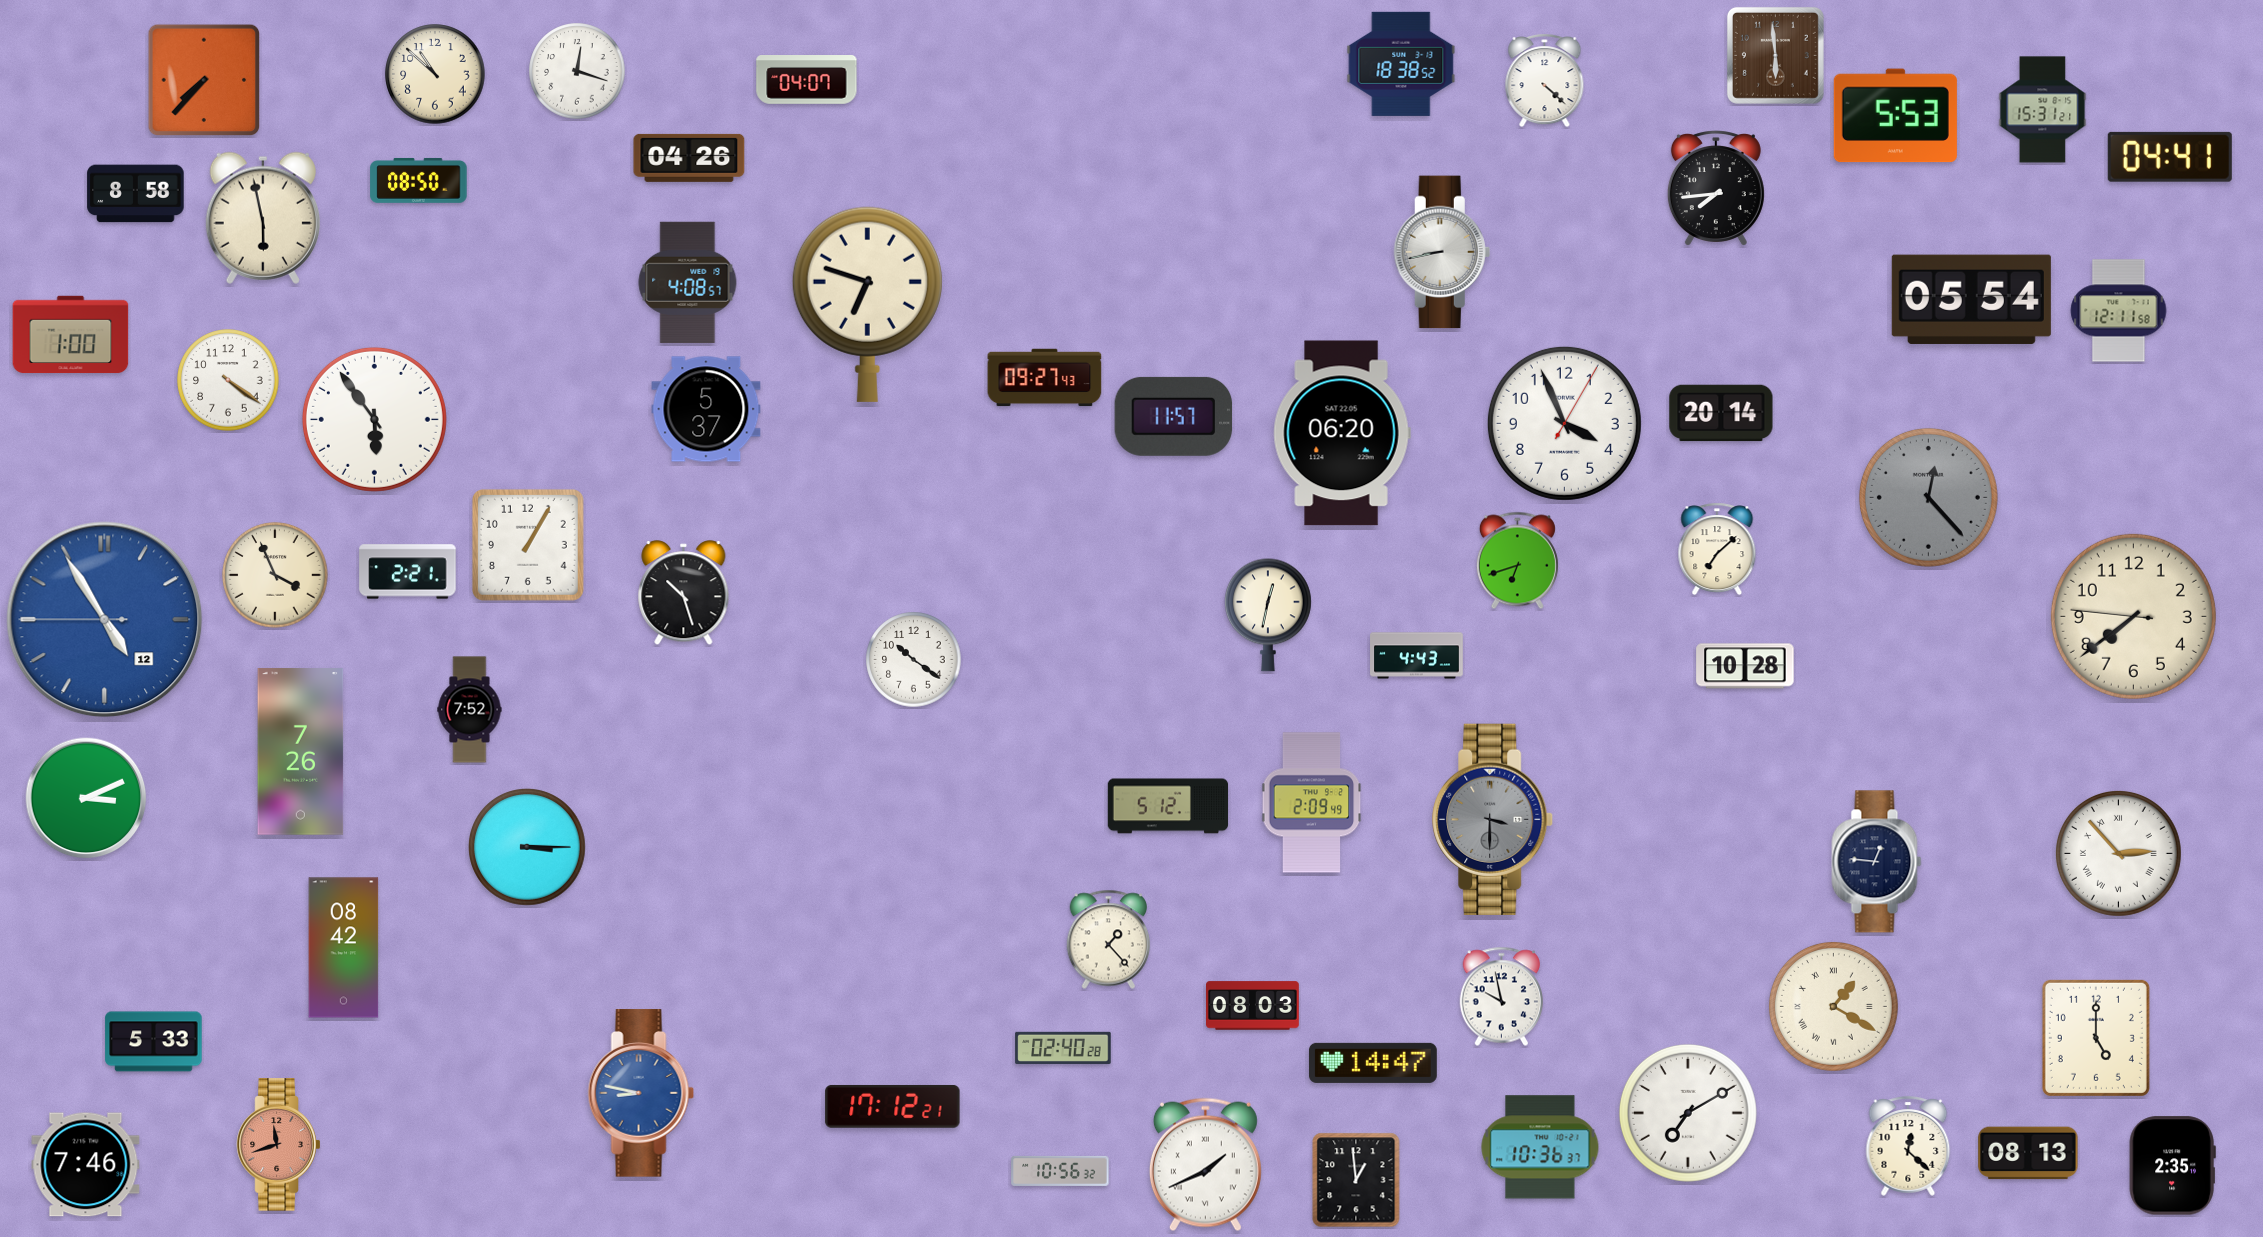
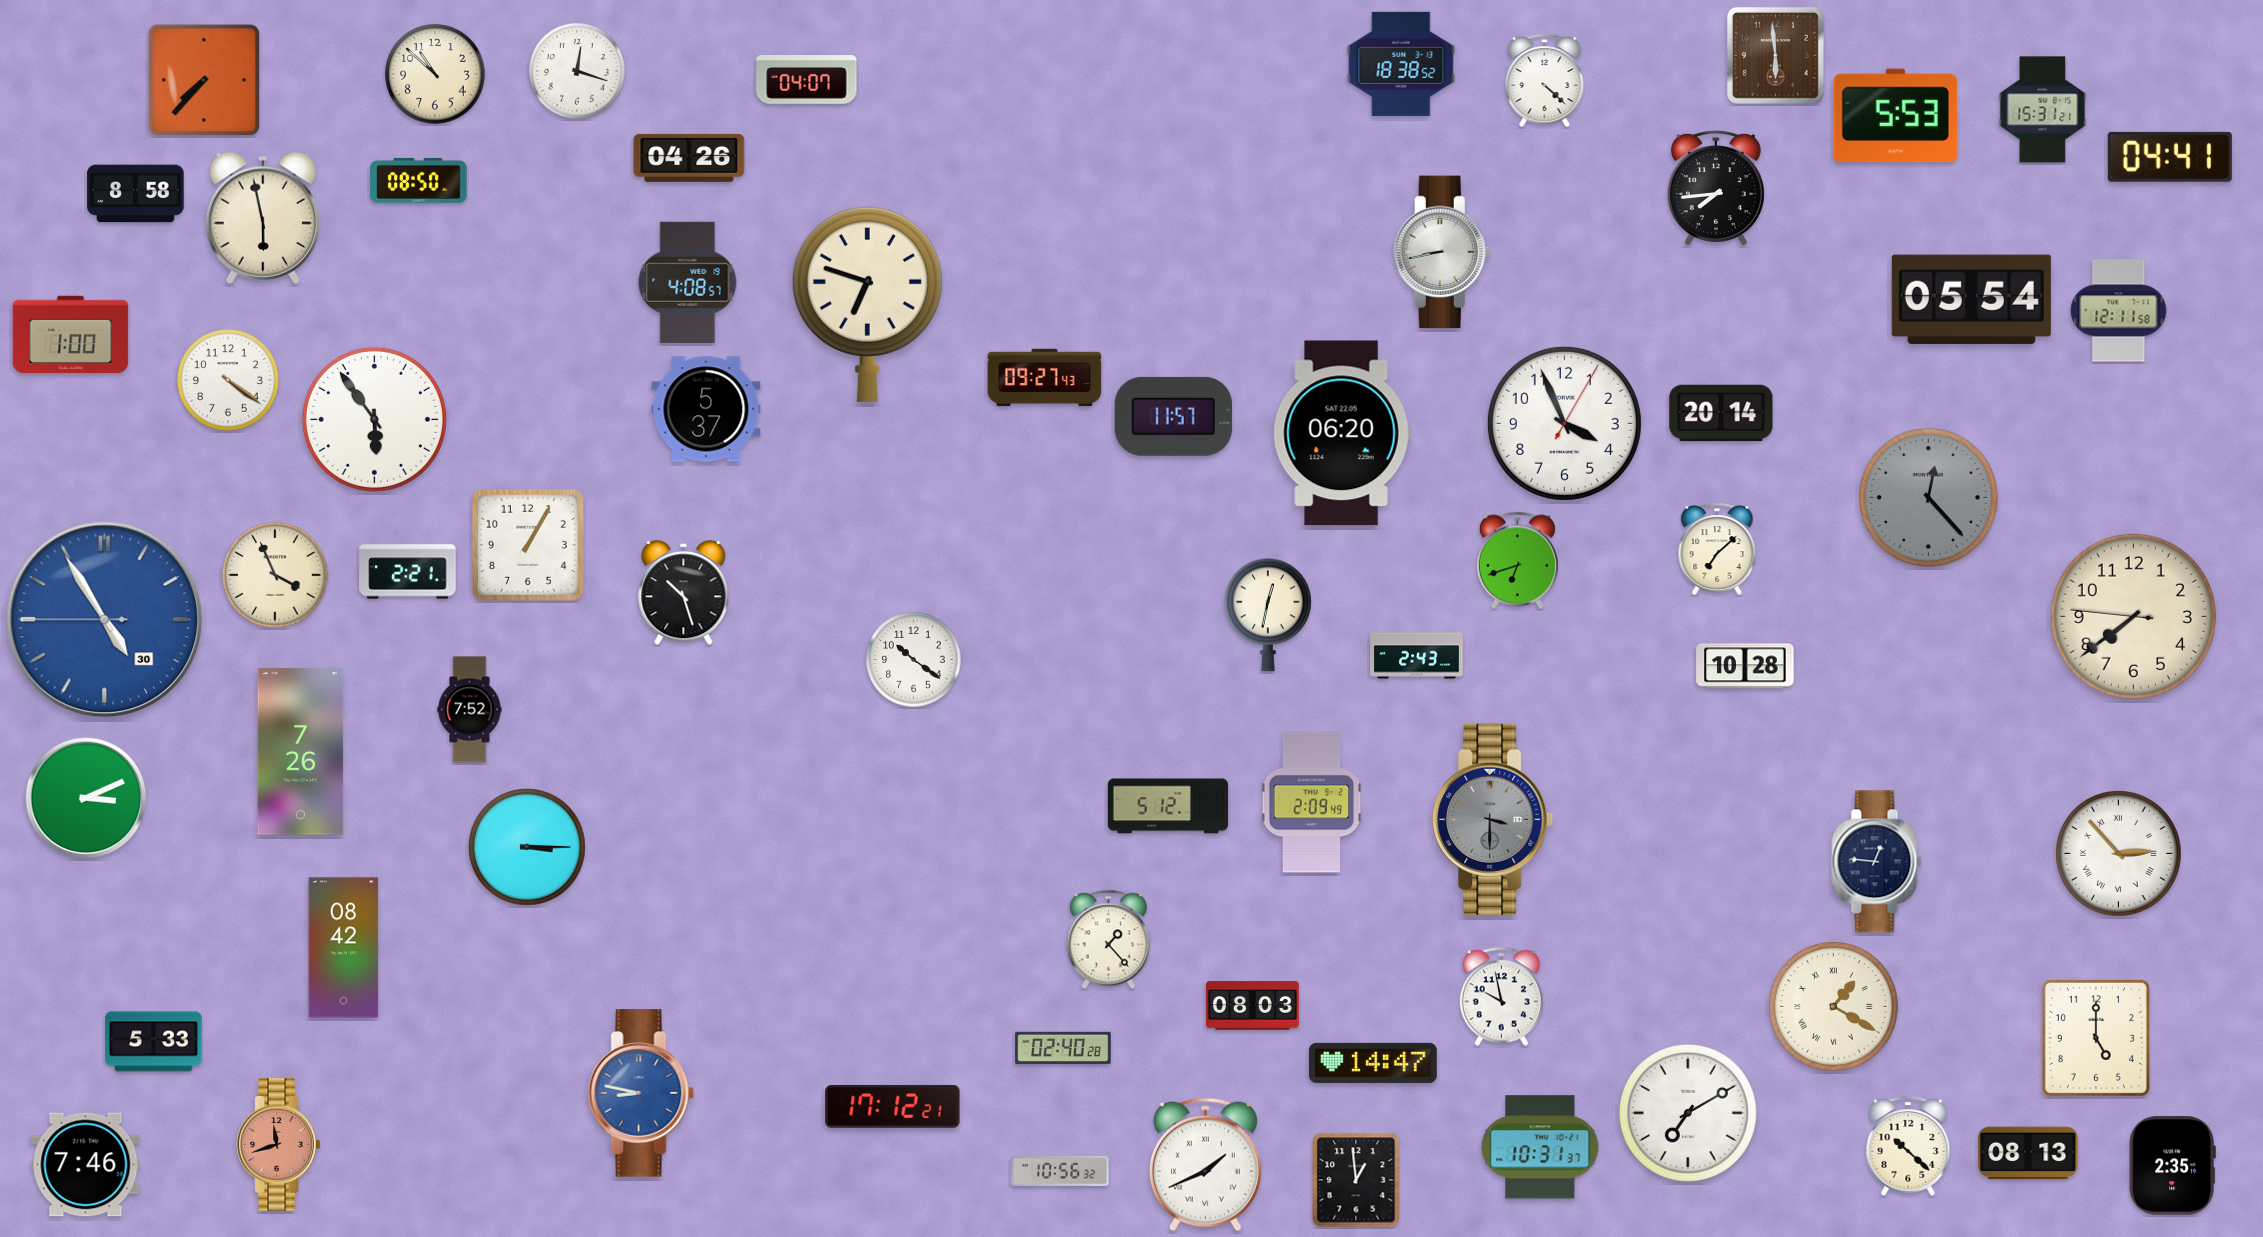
clock at (105, 620) date: 12 -> 30
clock at (1417, 656): 4:43 -> 2:43
clock at (1908, 1146): 12:22 -> 10:22
clock at (1540, 1147): 10:36 -> 10:31
